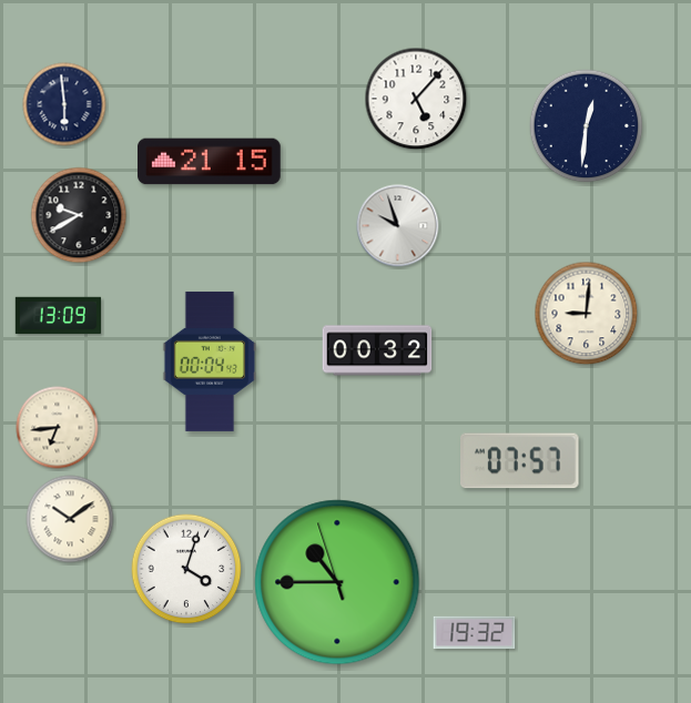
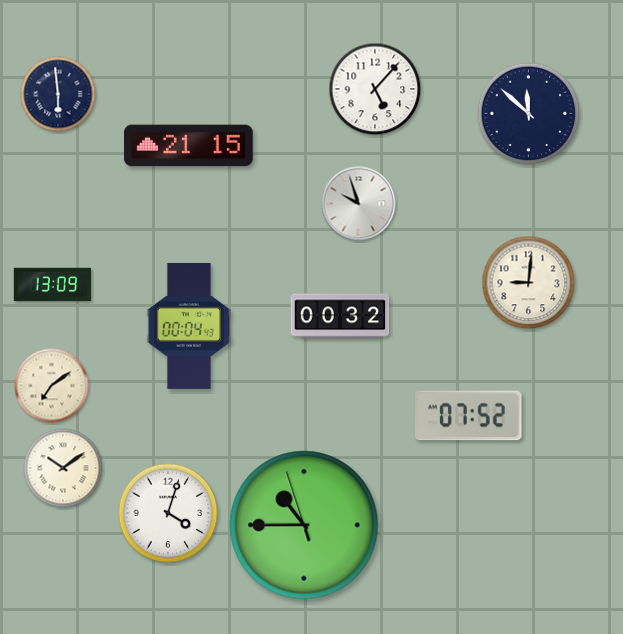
clock at (587, 126): 12:31 -> 11:52
clock at (79, 215): 9:40 -> none
clock at (58, 428): 6:44 -> 7:09
clock at (520, 461): 07:57 -> 07:52
clock at (475, 633): 19:32 -> none
